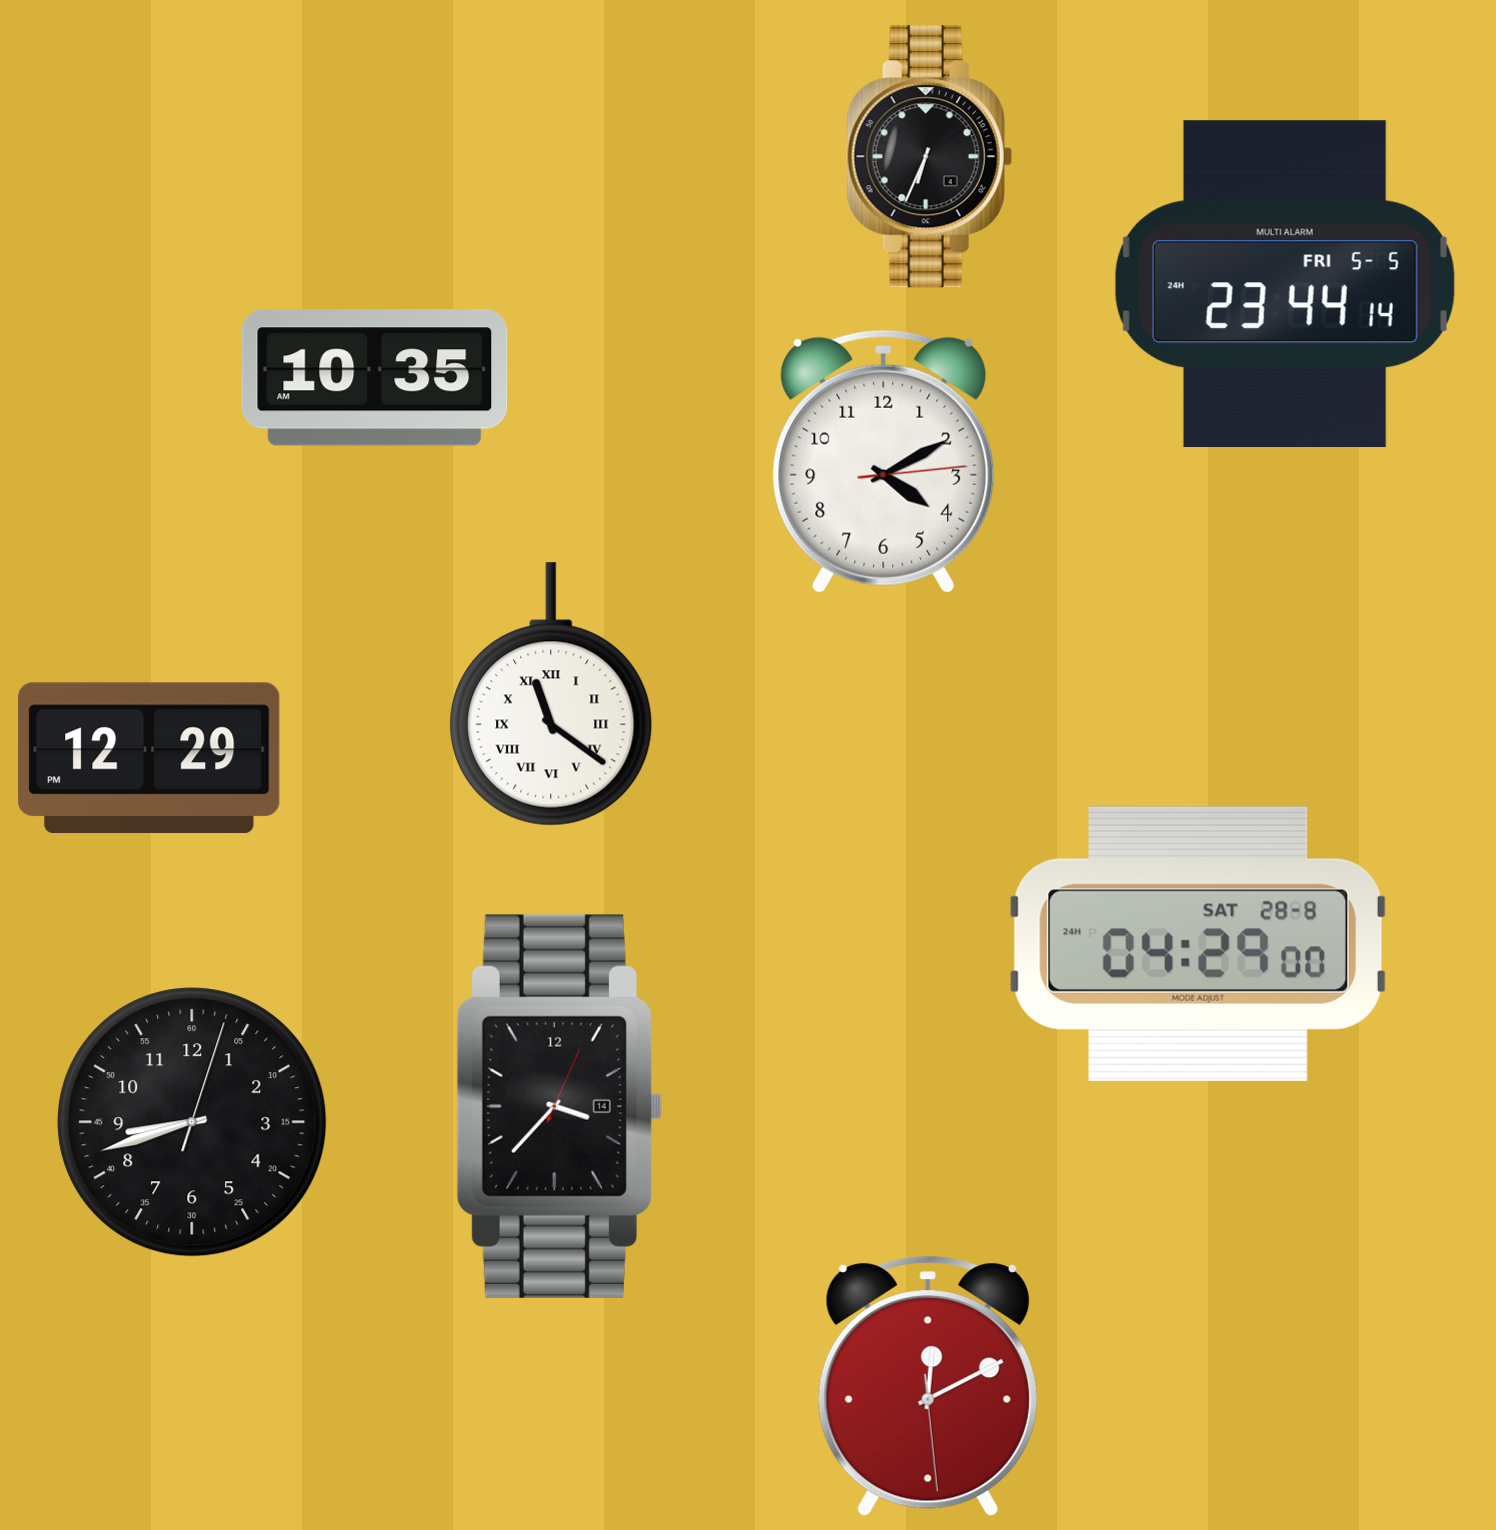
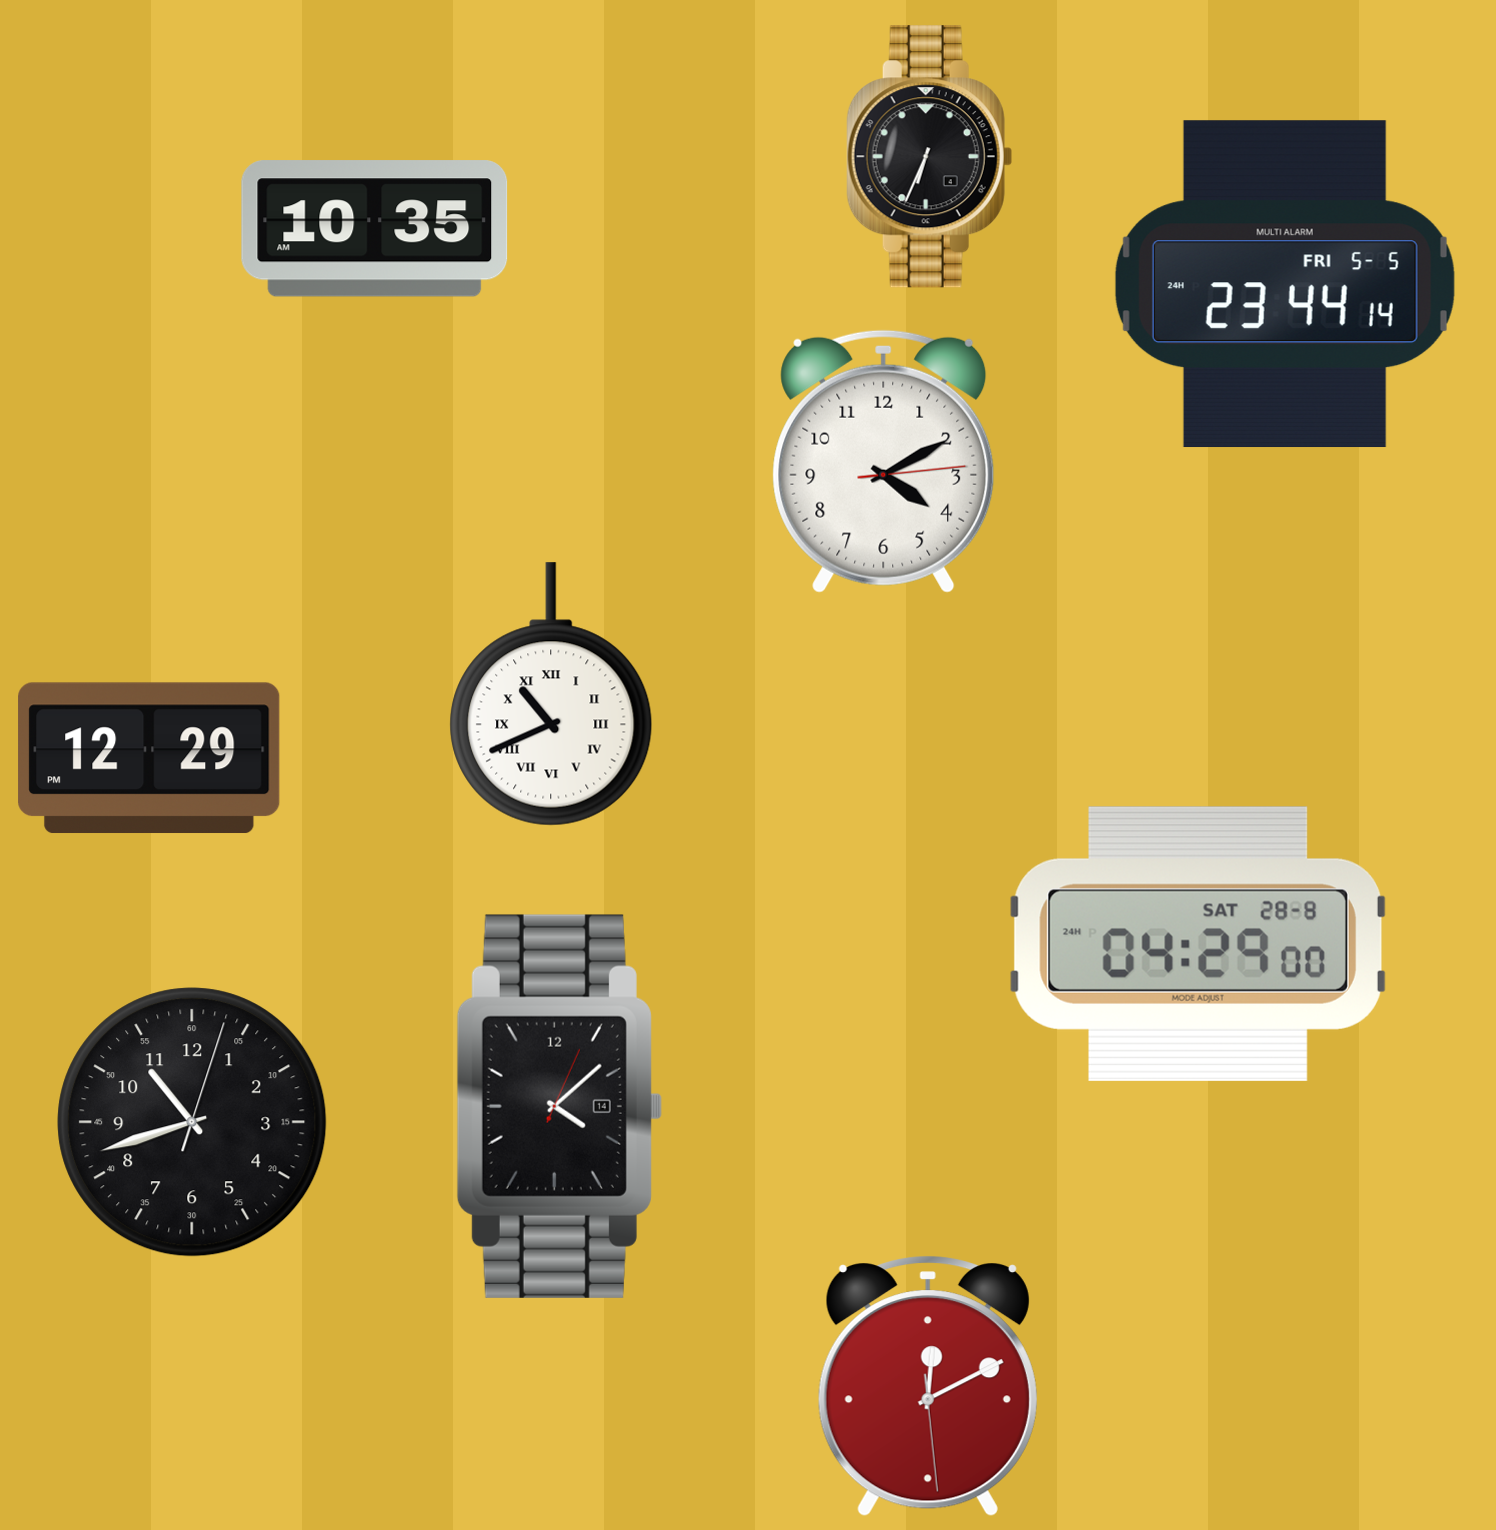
clock at (375, 378) position: (375, 378) -> (375, 229)
clock at (551, 694): 11:21 -> 10:41
clock at (559, 1106): 3:37 -> 4:08
clock at (192, 1122): 8:42 -> 10:42
